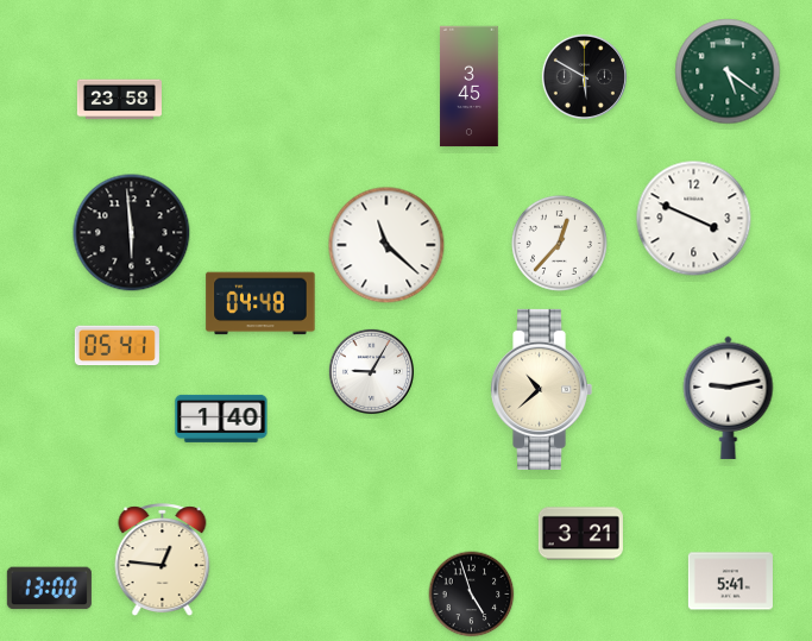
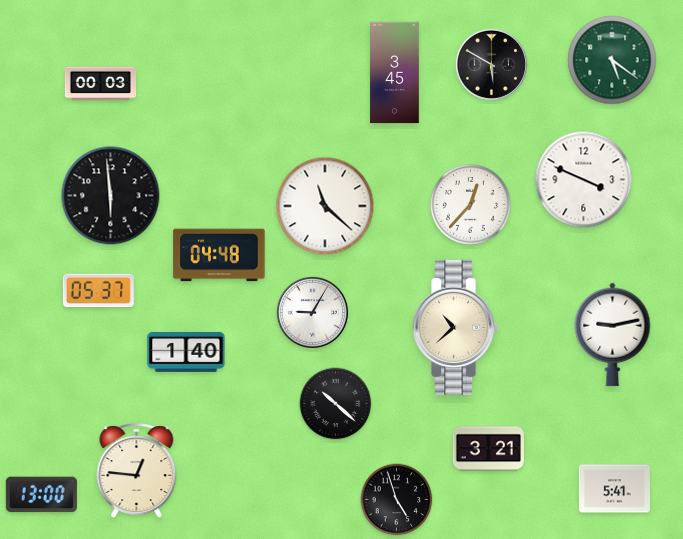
clock at (119, 100): 23:58 -> 00:03
clock at (694, 219) position: (694, 219) -> (584, 180)
clock at (117, 346): 05:41 -> 05:37
clock at (336, 404): none -> 10:22
